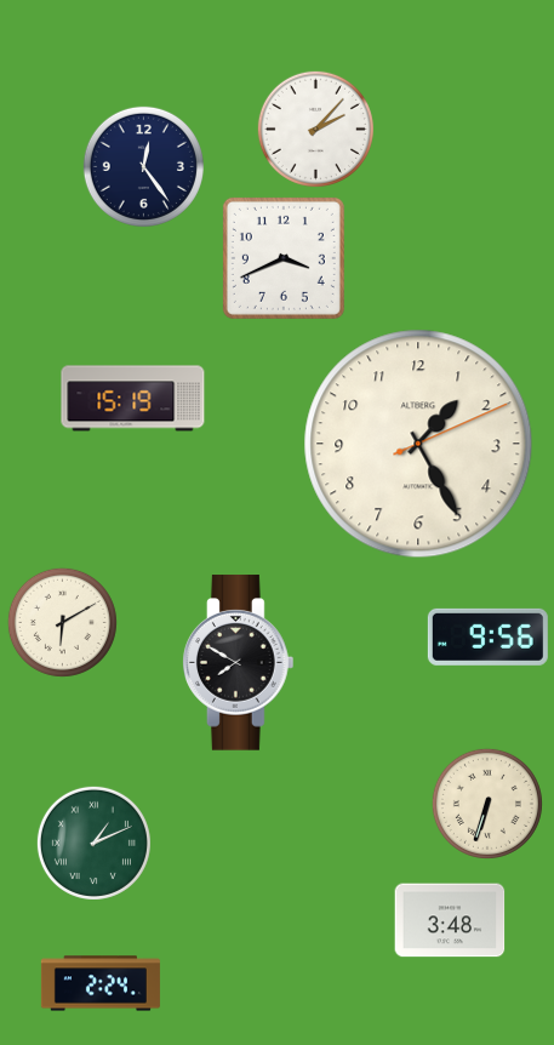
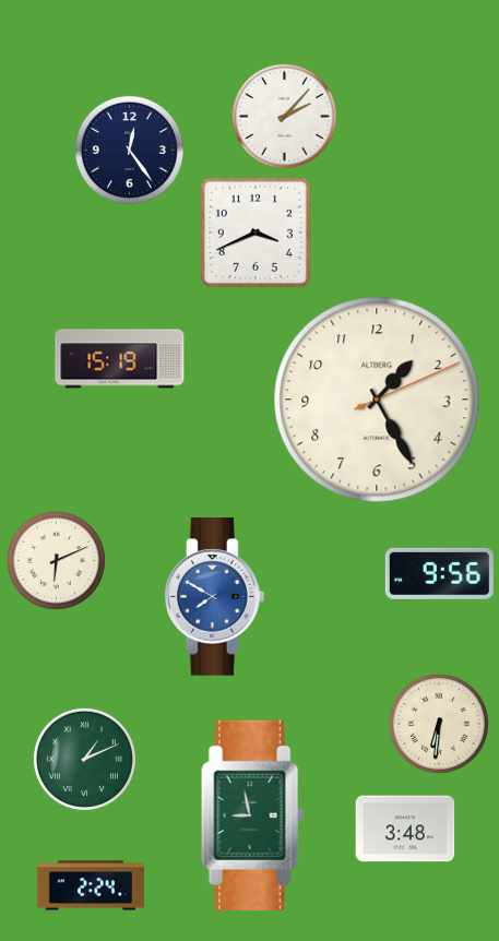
clock at (62, 622): 6:10 -> 6:11
clock at (239, 663) dial: black -> blue
clock at (487, 804): 6:33 -> 6:31
clock at (252, 815): none -> 8:58
